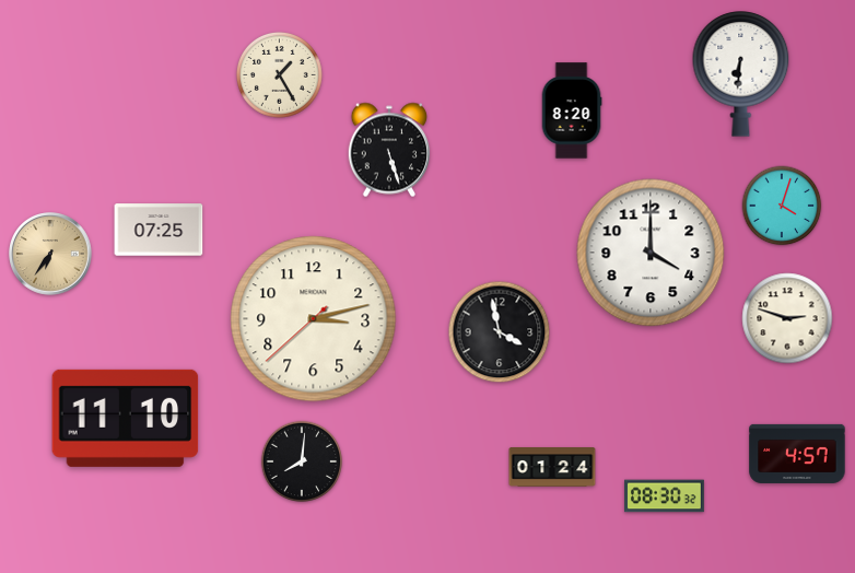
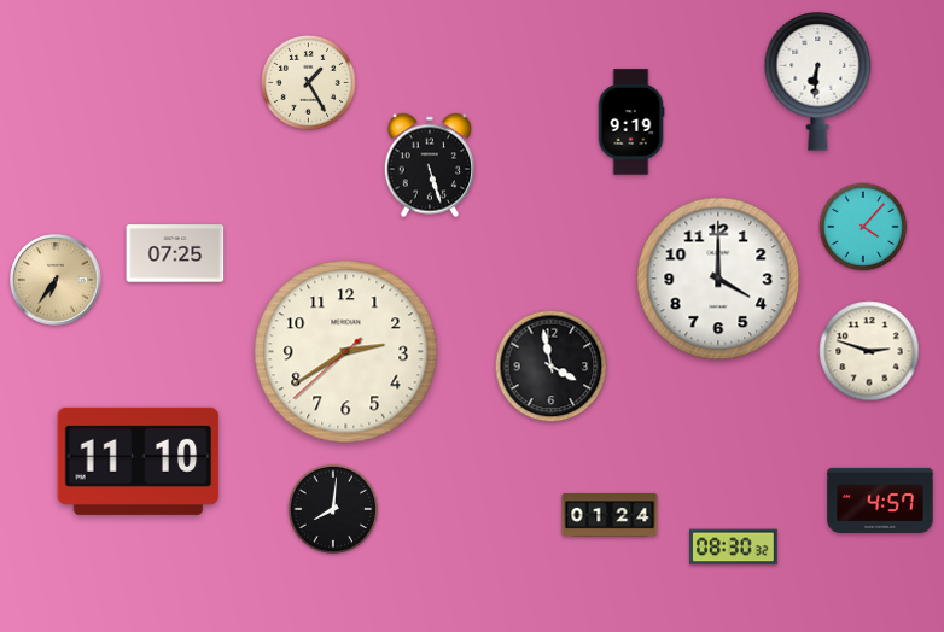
clock at (572, 110): 8:20 -> 9:19
clock at (782, 206): 4:03 -> 4:07
clock at (314, 319): 3:12 -> 2:39
